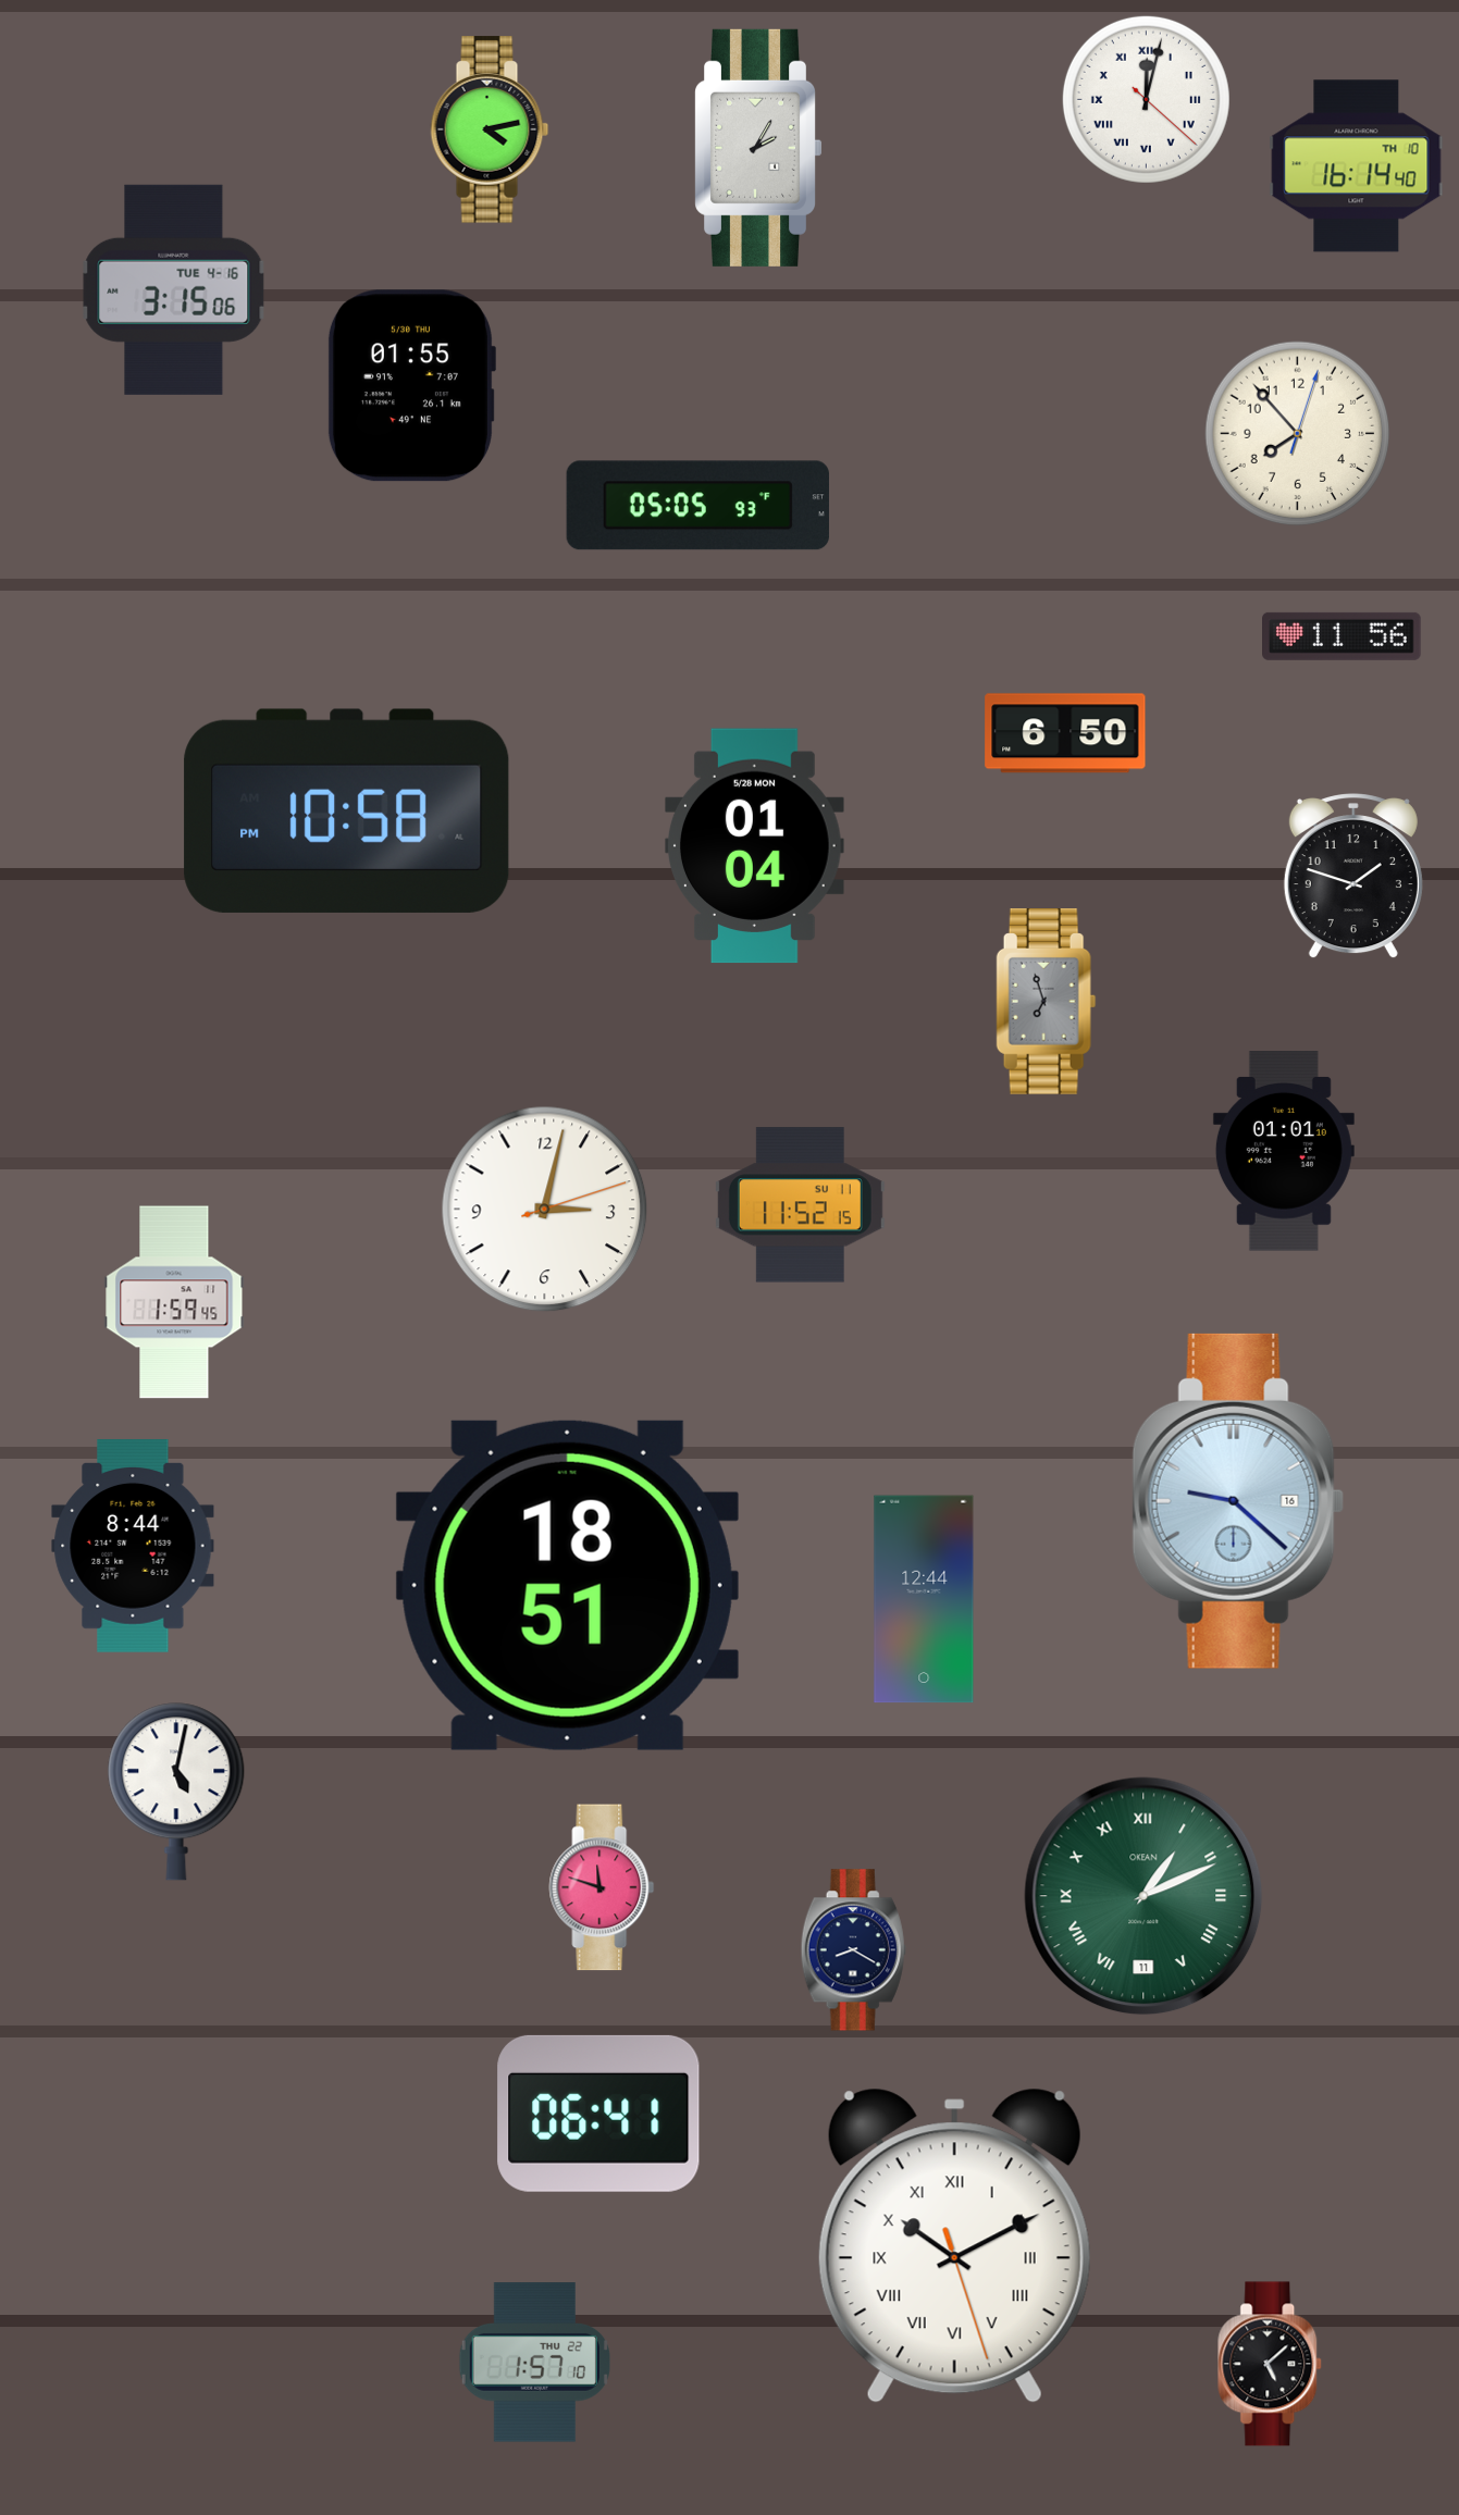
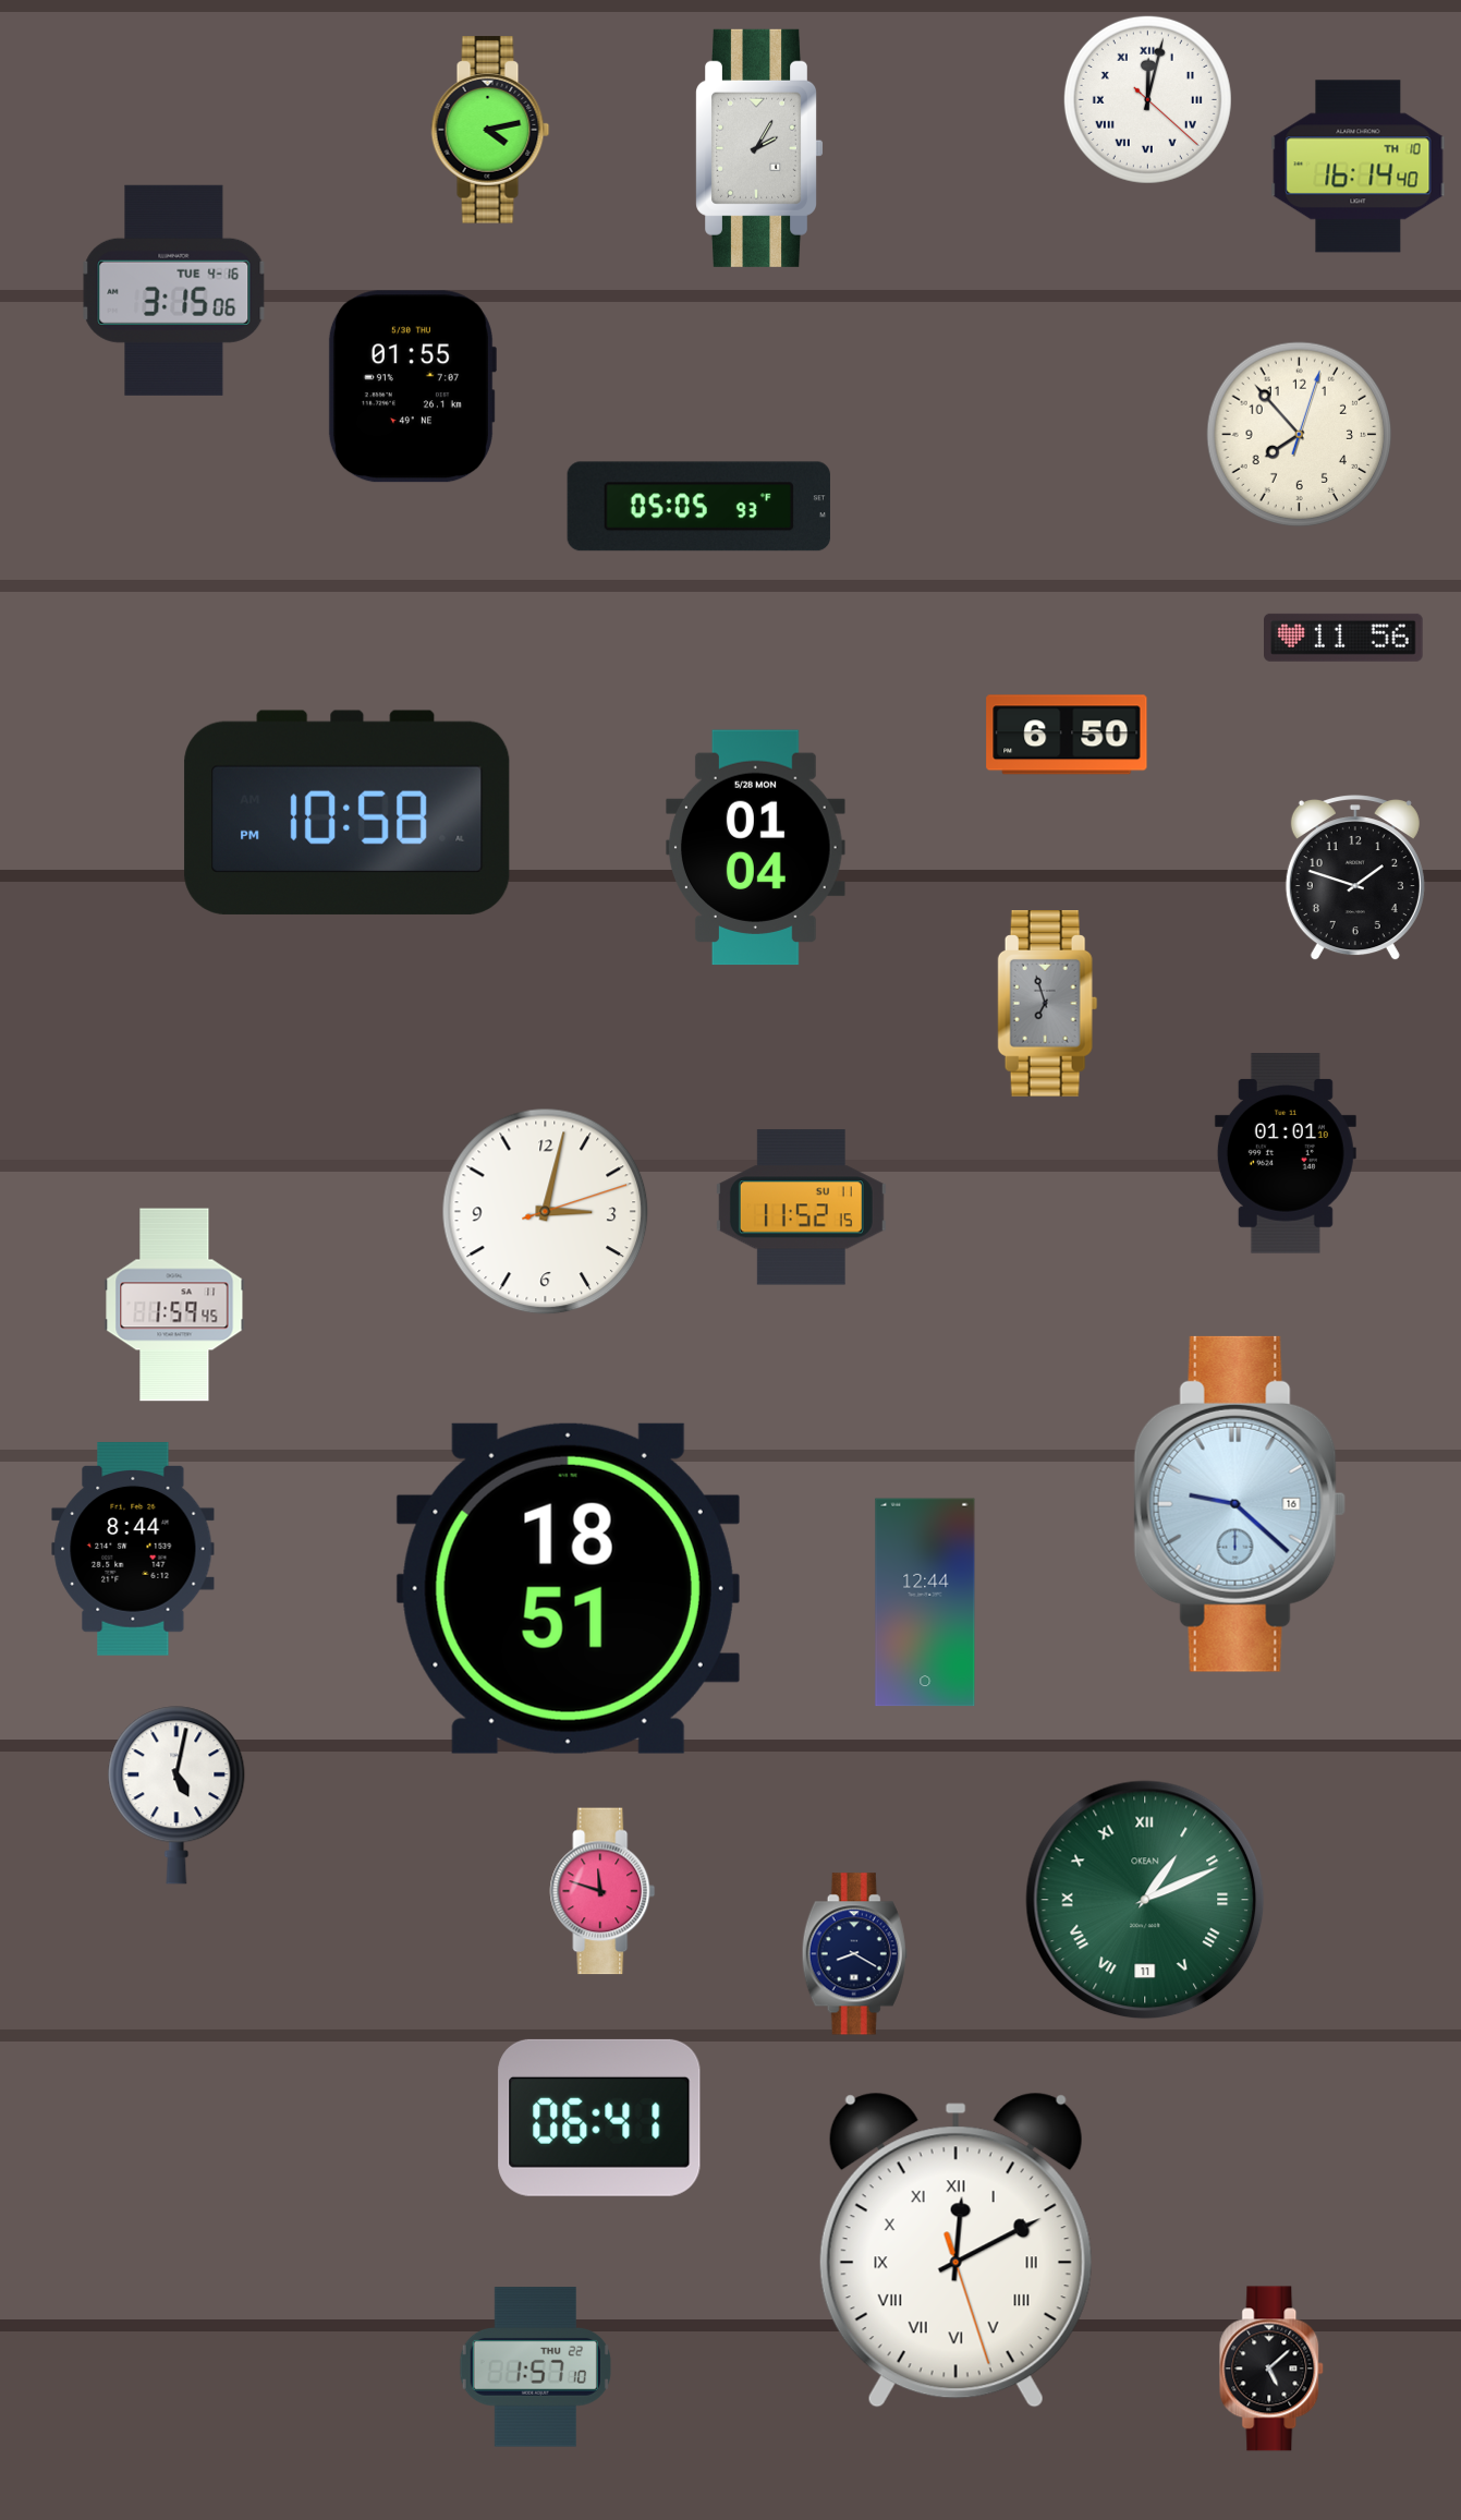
clock at (954, 2245): 10:10 -> 12:10
